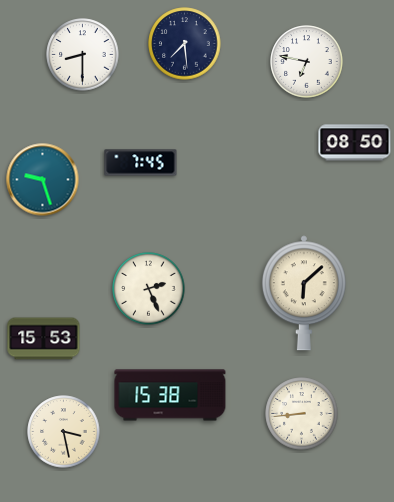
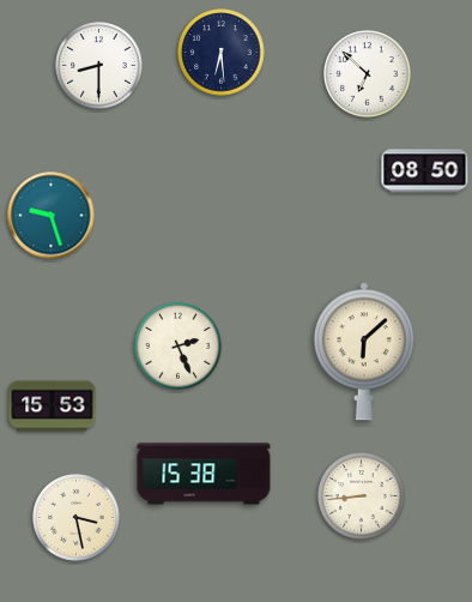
clock at (185, 44): 7:29 -> 6:29
clock at (307, 62): 6:47 -> 6:52
clock at (141, 163): 7:45 -> none
